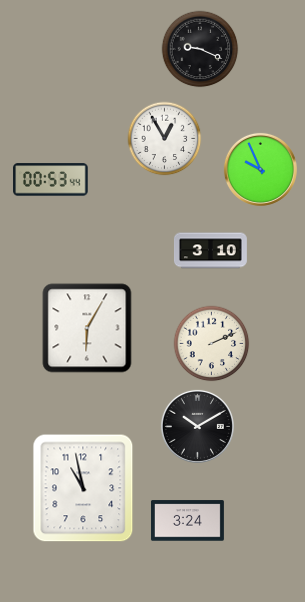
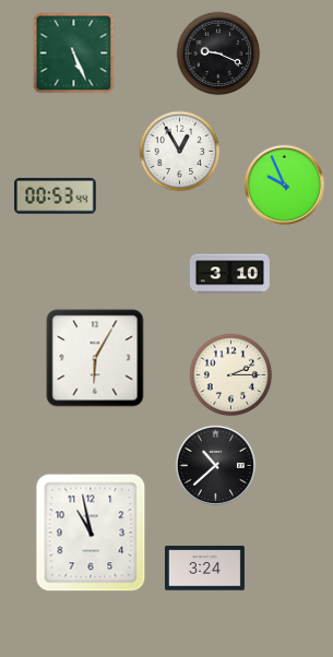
clock at (74, 53): none -> 5:26
clock at (212, 344): 2:11 -> 2:15
clock at (197, 426): 10:10 -> 10:38
